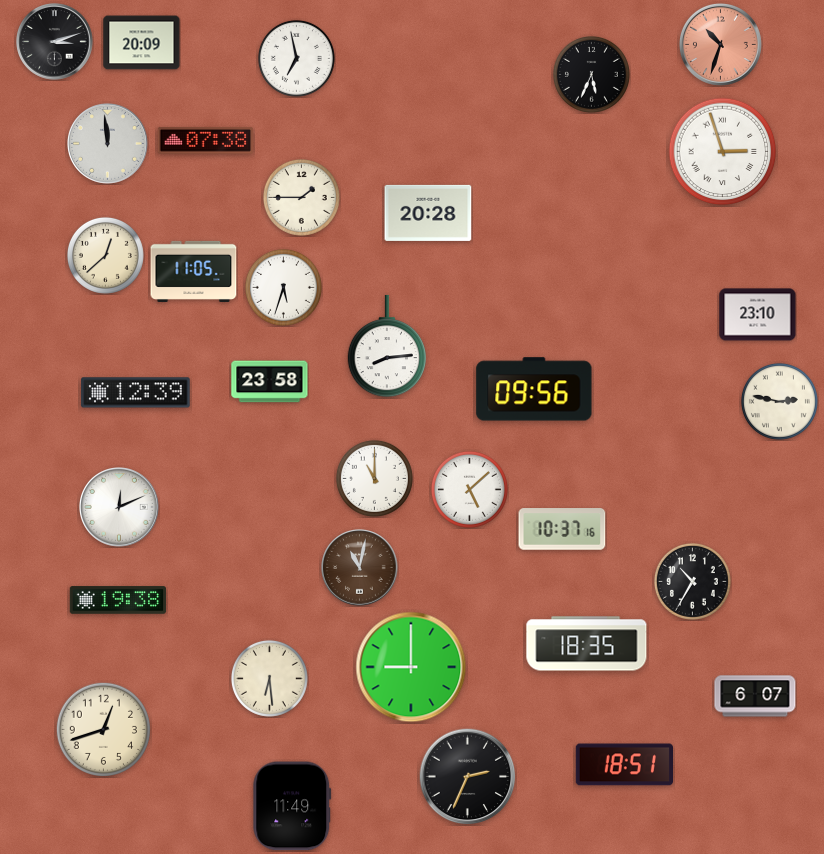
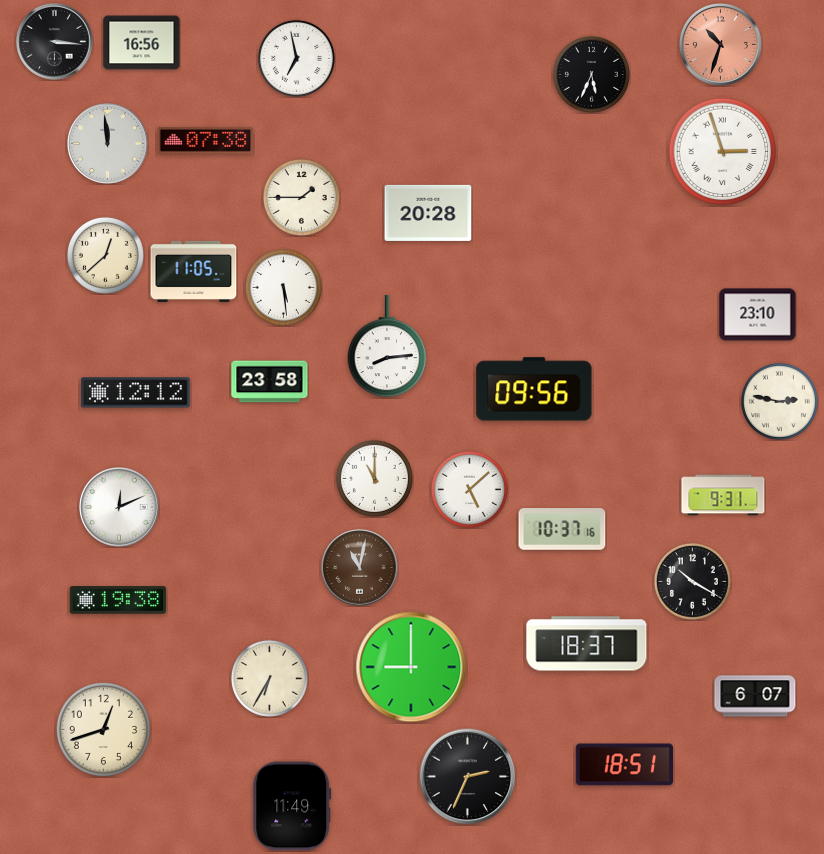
clock at (55, 42): 3:12 -> 3:16
clock at (142, 43): 20:09 -> 16:56
clock at (283, 287): 5:33 -> 5:29
clock at (136, 393): 12:39 -> 12:12
clock at (723, 495): none -> 9:31
clock at (692, 581): 10:35 -> 10:20
clock at (587, 644): 18:35 -> 18:37
clock at (269, 678): 6:29 -> 6:35
